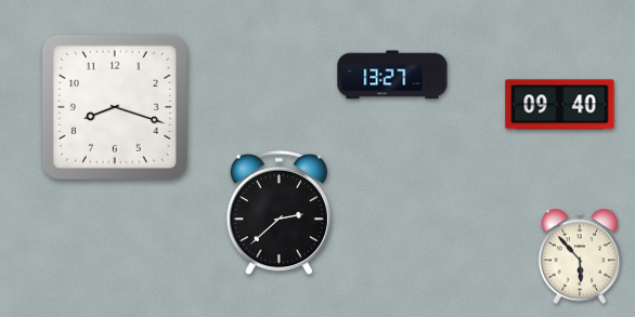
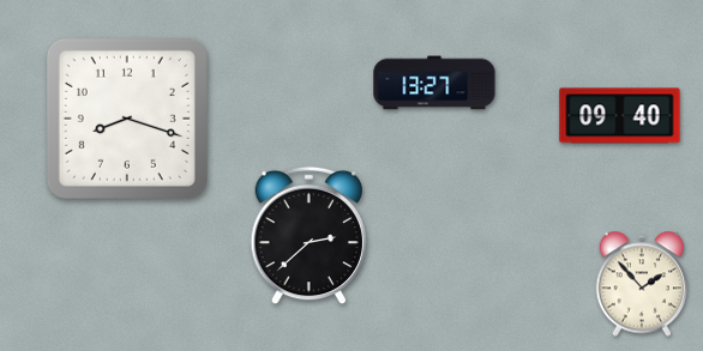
clock at (580, 256): 5:53 -> 1:53
